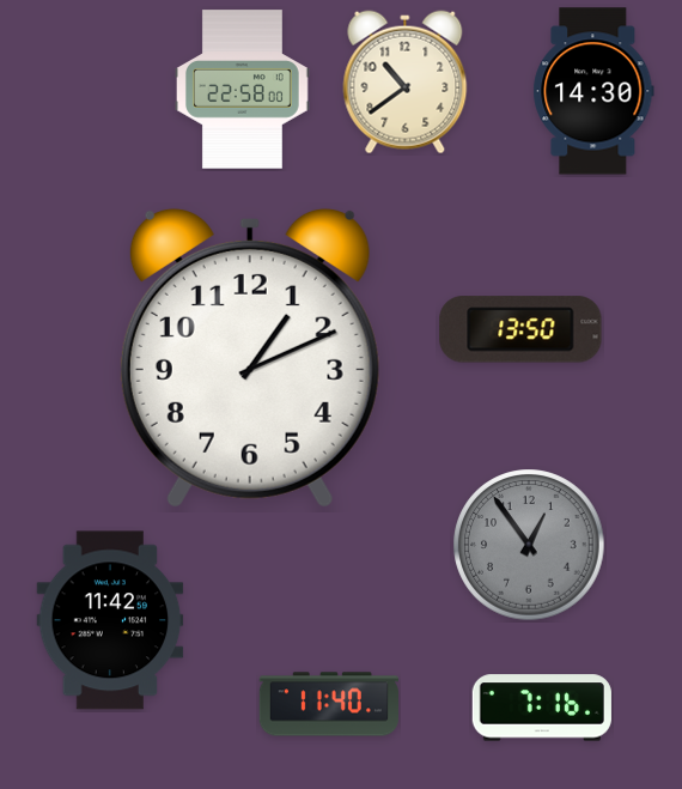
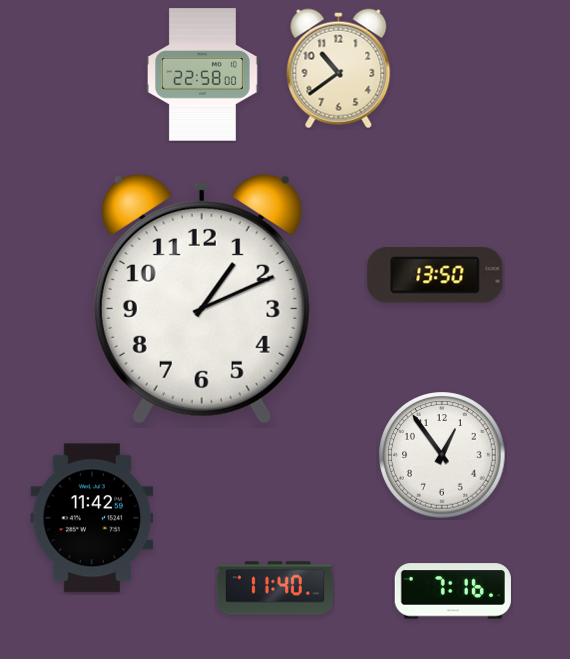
clock at (593, 91): 14:30 -> none
clock at (250, 358) position: (250, 358) -> (202, 299)
clock at (529, 545) dial: grey -> white
